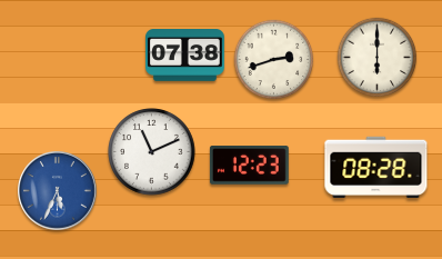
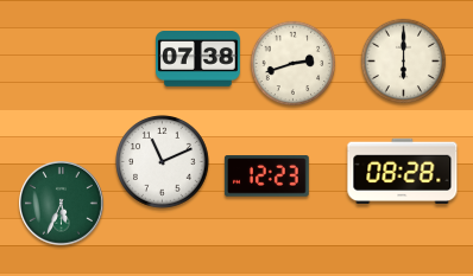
clock at (376, 167) position: (376, 167) -> (403, 171)
clock at (58, 191) dial: blue -> green
